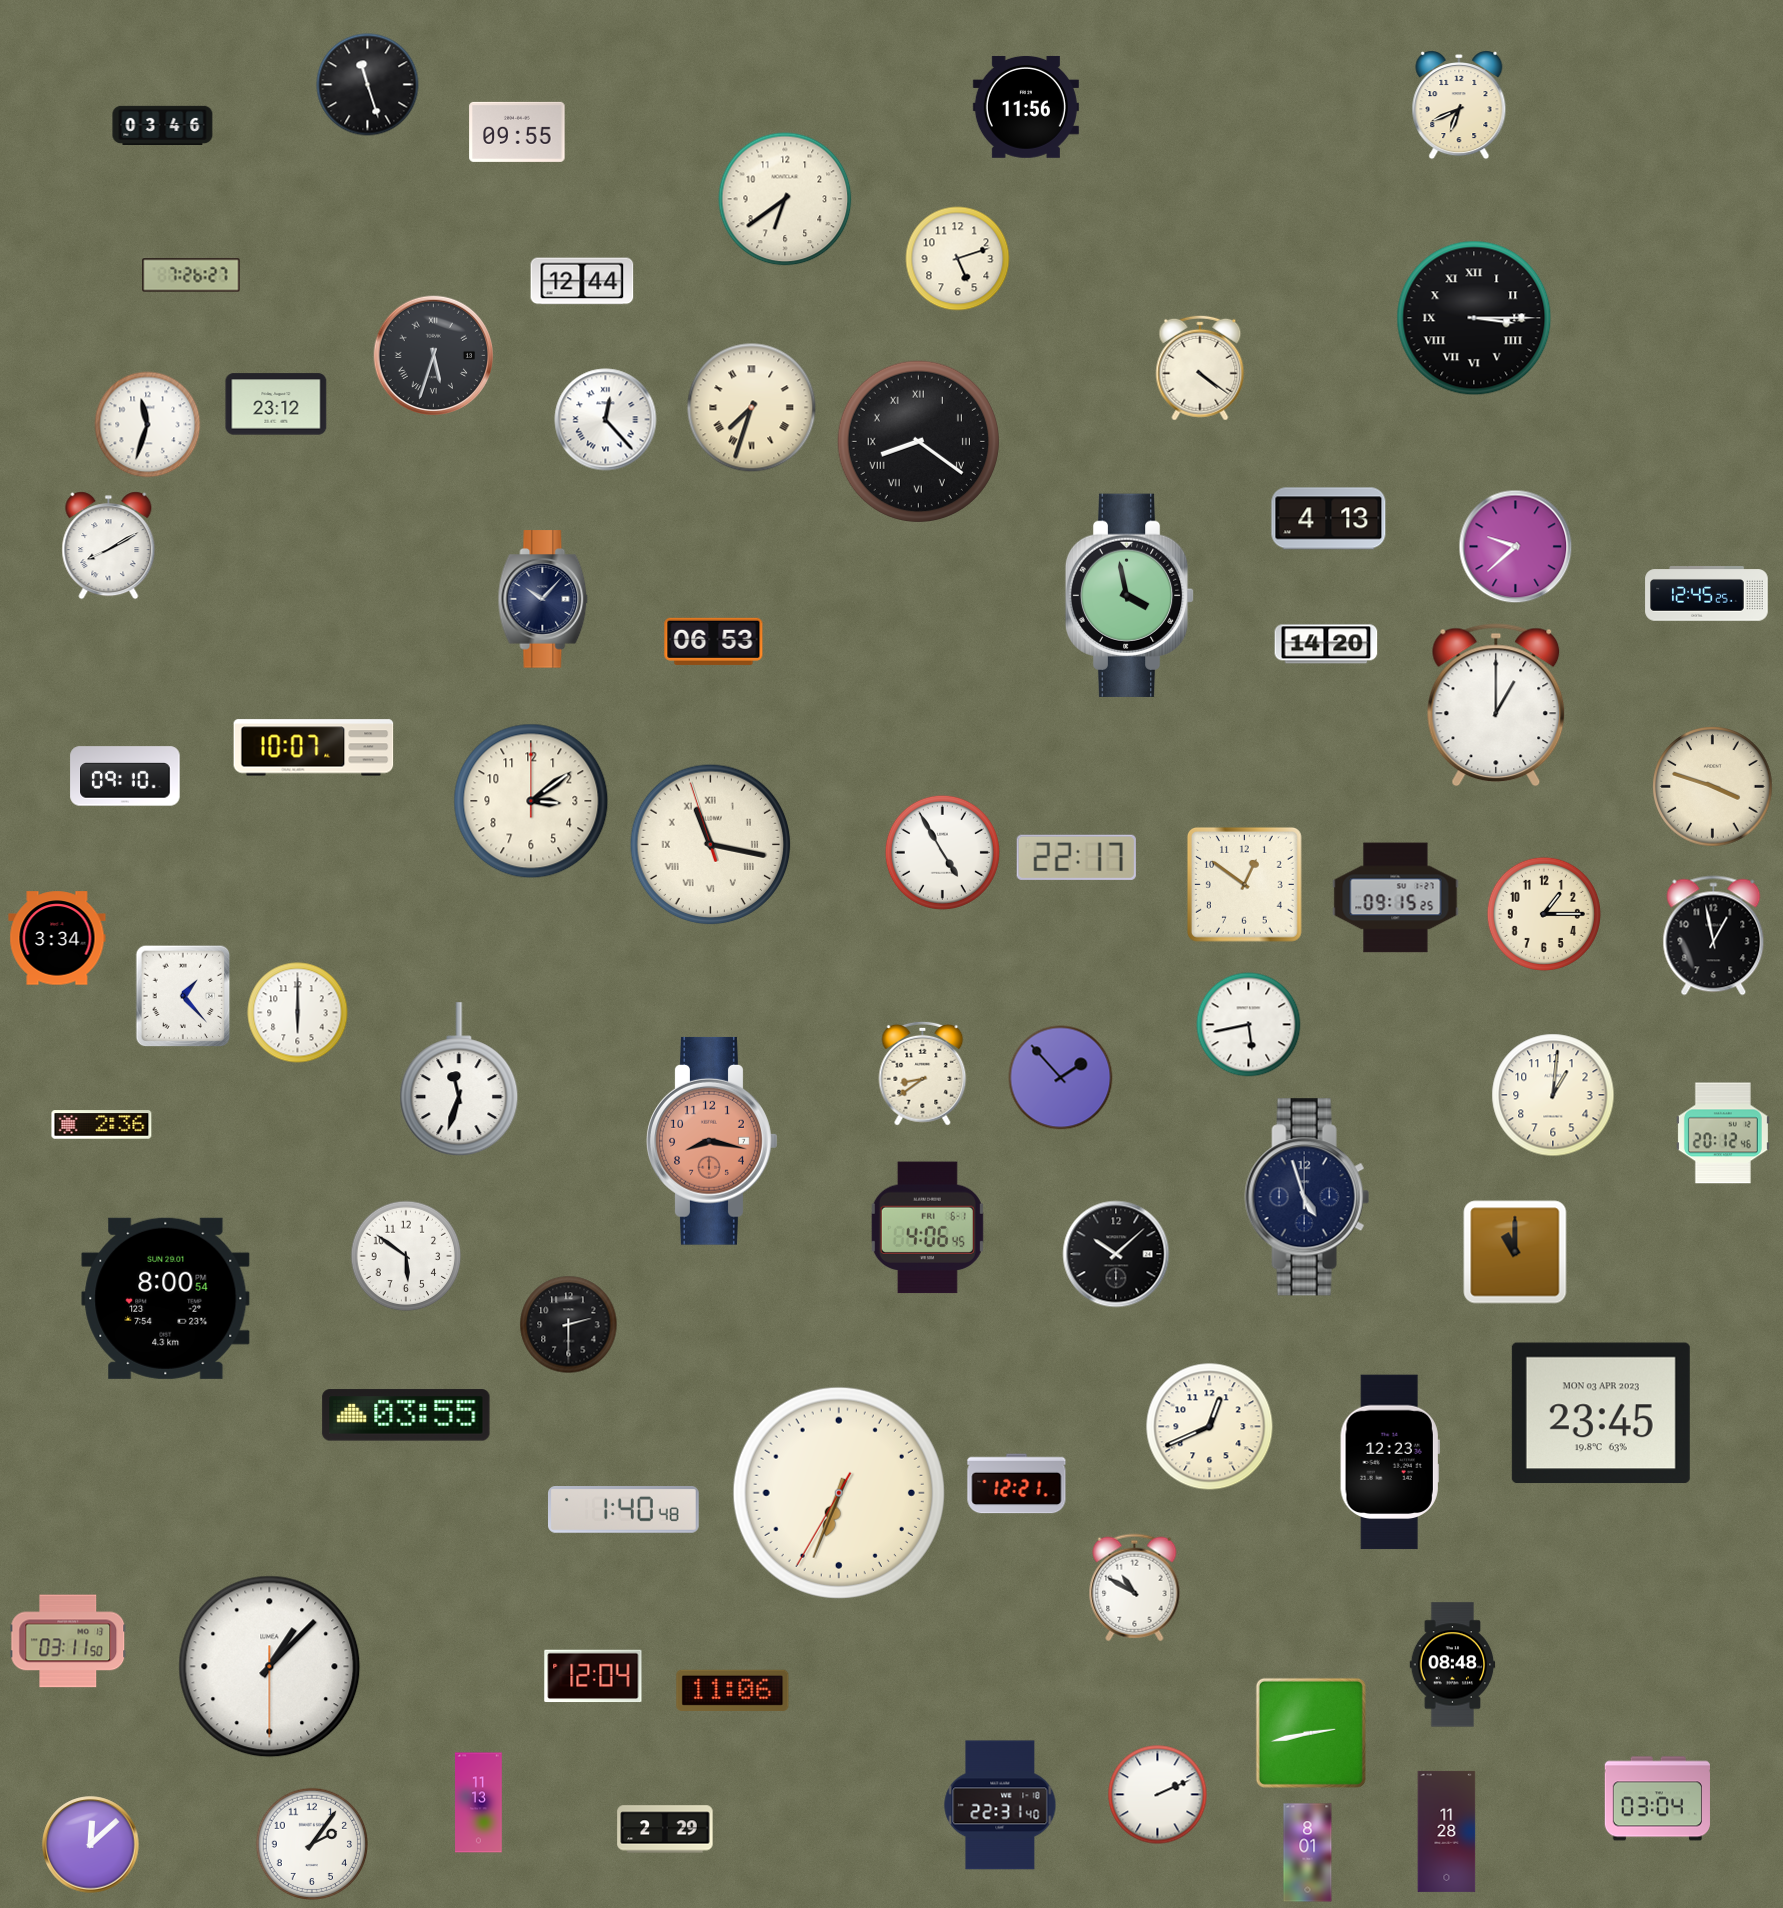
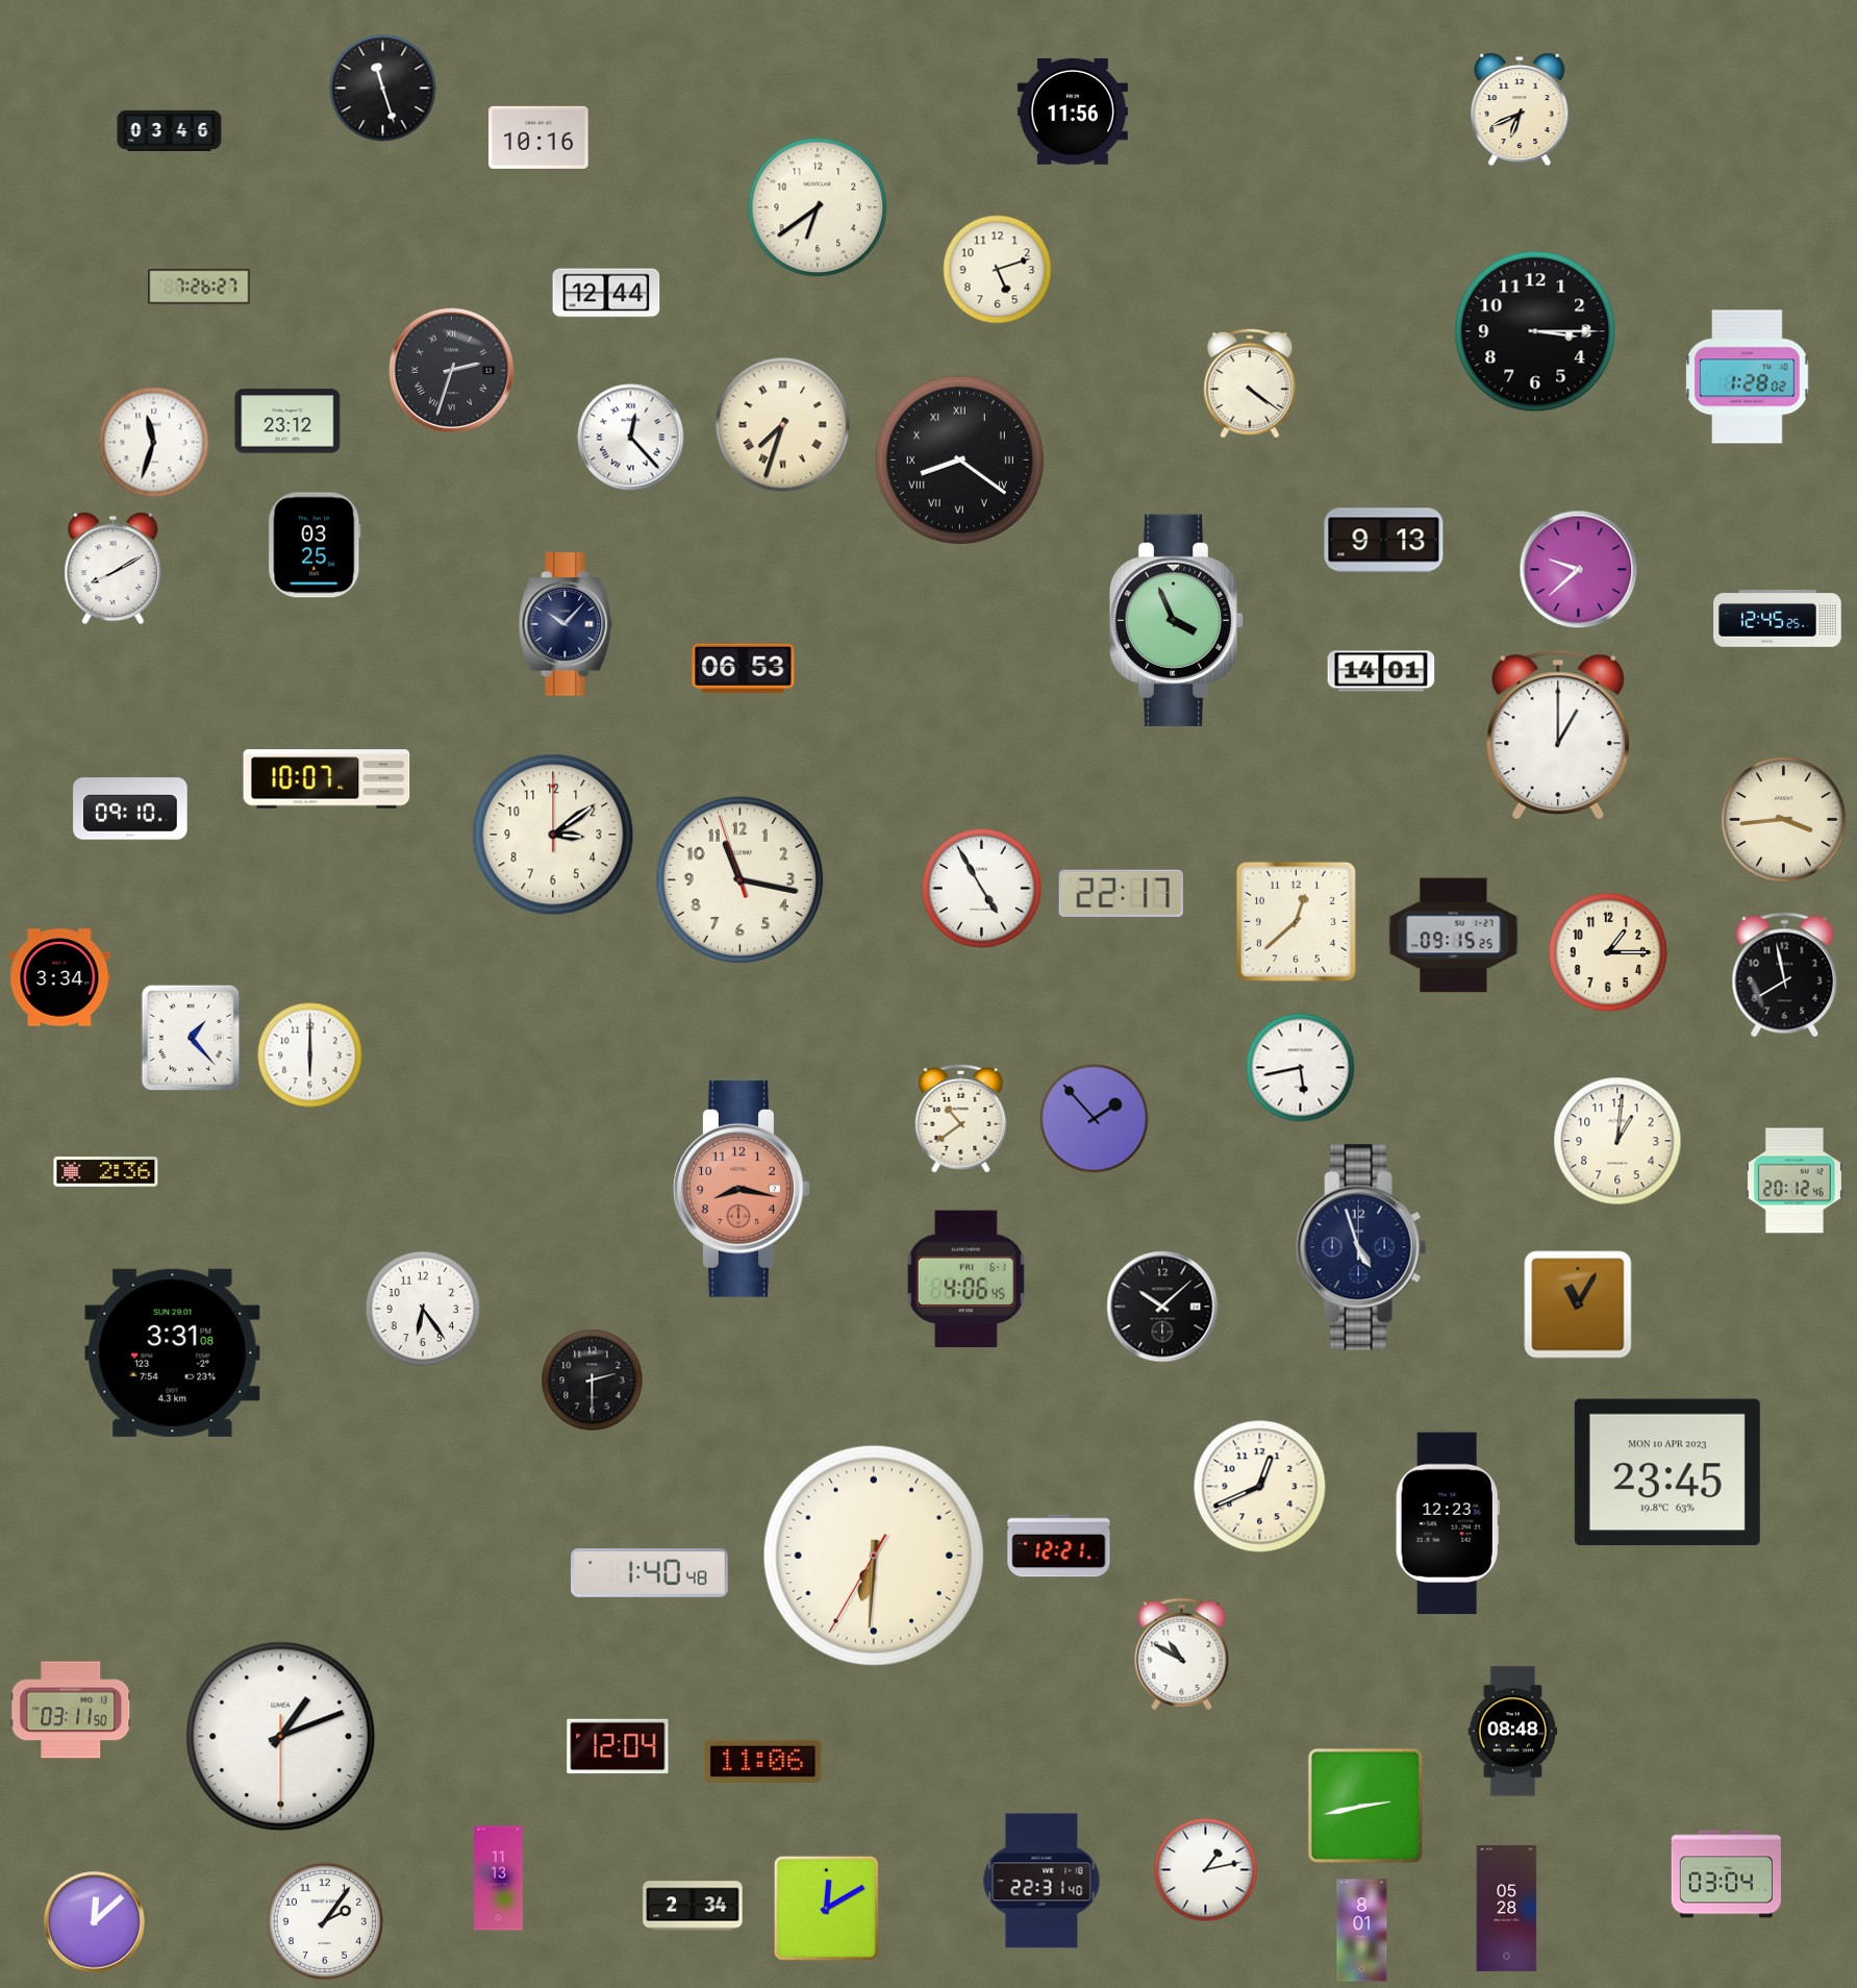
clock at (1026, 107) position: (1026, 107) -> (1073, 111)
clock at (517, 132): 09:55 -> 10:16
clock at (1474, 318) numerals: Roman -> Arabic
clock at (434, 356): 5:33 -> 2:33
clock at (1748, 377): none -> 1:28
clock at (918, 441) position: (918, 441) -> (959, 459)
clock at (1329, 519): 4:13 -> 9:13
clock at (315, 545): none -> 03:25
clock at (1130, 595): 3:58 -> 3:56
clock at (1326, 644): 14:20 -> 14:01
clock at (1713, 787): 3:48 -> 3:44
clock at (711, 845) numerals: Roman -> Arabic
clock at (1244, 884): 12:51 -> 12:38
clock at (1714, 936): 12:58 -> 7:58
clock at (923, 1073): 8:39 -> 10:39
clock at (1061, 1078) position: (1061, 1078) -> (1095, 1119)
clock at (459, 1080): 11:33 -> none
clock at (1515, 1252): 11:00 -> 11:05
clock at (406, 1256): 5:51 -> 6:24
clock at (166, 1298): 8:00 -> 3:31
clock at (1601, 1413) date: MON 03 APR 2023 -> MON 10 APR 2023
clock at (406, 1415): 03:55 -> none
clock at (839, 1493): 6:33 -> 6:30
clock at (1453, 1665) position: (1453, 1665) -> (1513, 1732)
clock at (270, 1667): 1:07 -> 1:11
clock at (1158, 1795): 2:11 -> 1:13
clock at (665, 1829): 2:29 -> 2:34
clock at (826, 1908): none -> 12:10
clock at (1447, 1831): 11:28 -> 05:28
